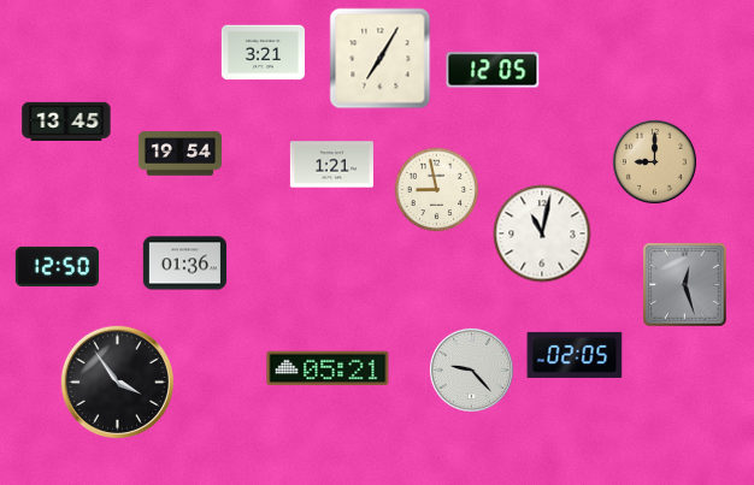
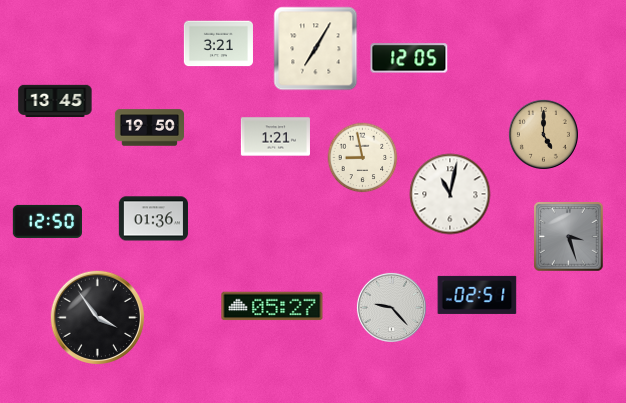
clock at (179, 154): 19:54 -> 19:50
clock at (654, 161): 9:00 -> 5:00
clock at (685, 285): 12:27 -> 3:27
clock at (575, 355): 02:05 -> 02:51
clock at (328, 368): 05:21 -> 05:27
